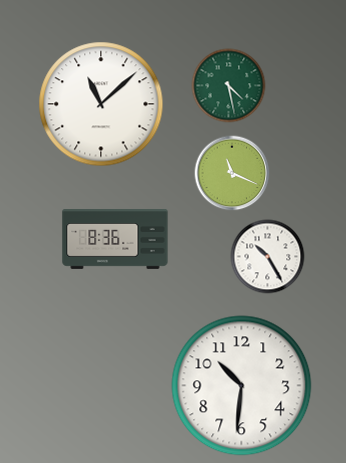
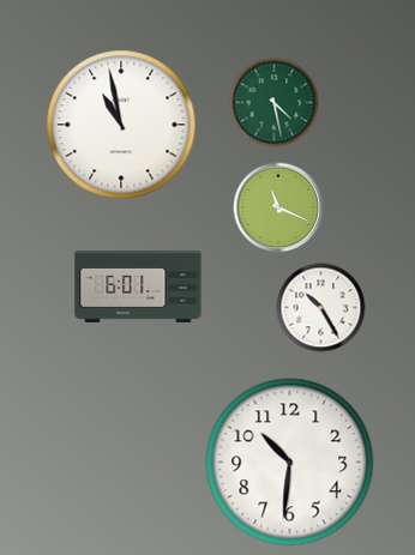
clock at (101, 104): 11:08 -> 10:58
clock at (115, 240): 8:36 -> 6:01
